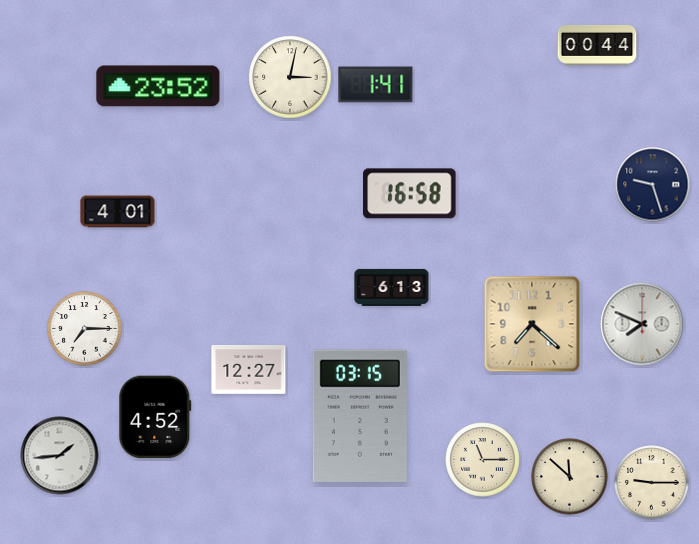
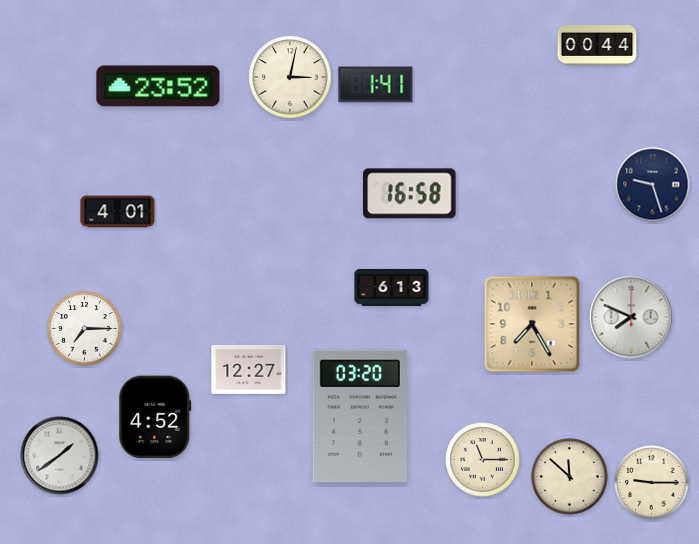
clock at (532, 324): 7:22 -> 7:25
clock at (642, 324) position: (642, 324) -> (631, 317)
clock at (360, 415): 03:15 -> 03:20
clock at (60, 456): 1:44 -> 1:39
